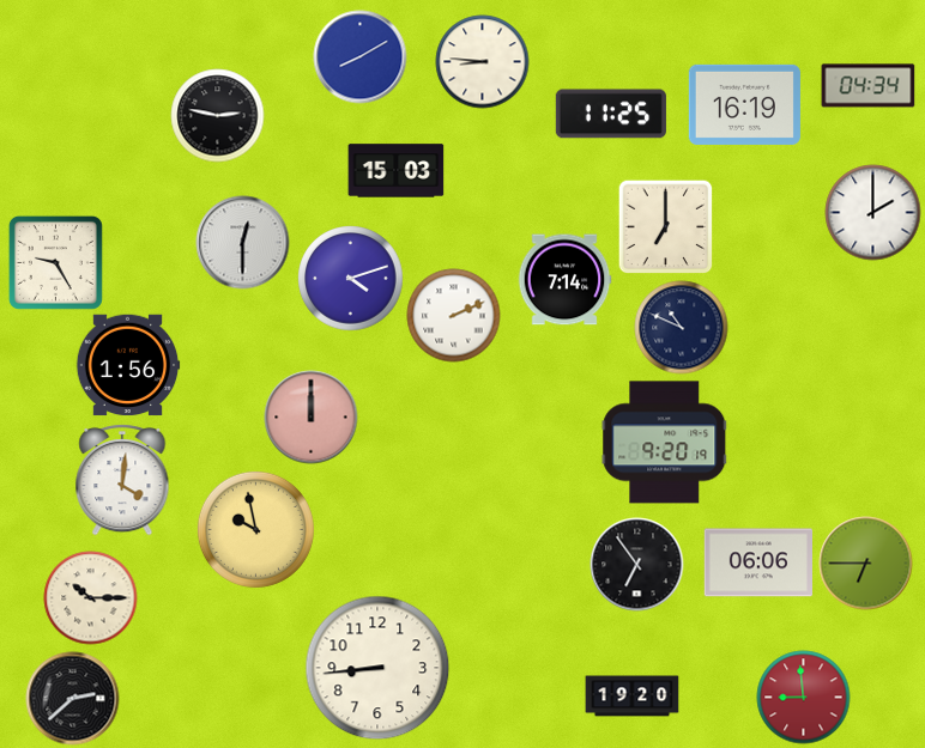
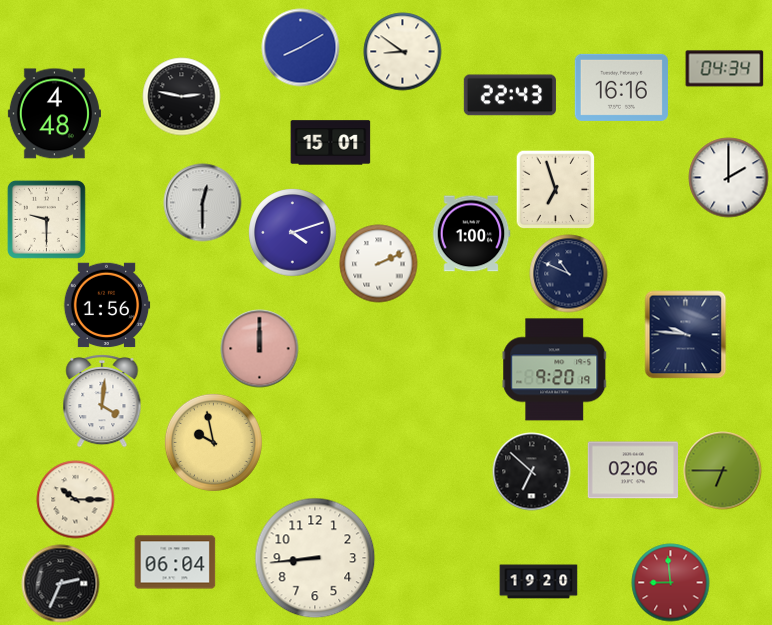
clock at (482, 61): 8:46 -> 8:51
clock at (867, 86) position: (867, 86) -> (724, 69)
clock at (744, 104): 16:19 -> 16:16
clock at (611, 114): 11:25 -> 22:43
clock at (54, 114): none -> 4:48
clock at (395, 171): 15:03 -> 15:01
clock at (665, 226): 7:00 -> 6:57
clock at (55, 262): 9:25 -> 9:30
clock at (564, 280): 7:14 -> 1:00
clock at (686, 334): none -> 9:46
clock at (757, 562): 06:06 -> 02:06
clock at (636, 564): 6:54 -> 6:52
clock at (175, 562): none -> 06:04
clock at (631, 697) position: (631, 697) -> (538, 582)
clock at (72, 698): 2:38 -> 2:34
